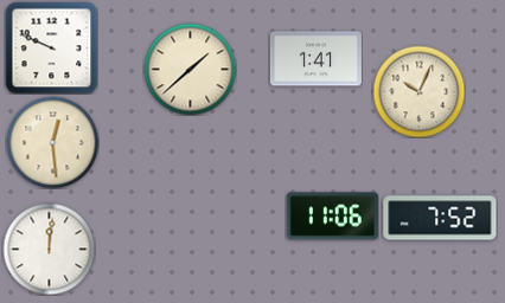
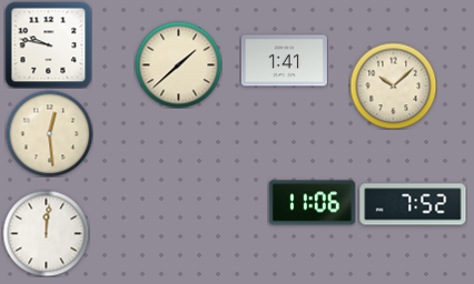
clock at (51, 47): 9:49 -> 9:47
clock at (315, 59) position: (315, 59) -> (284, 61)
clock at (418, 91): 10:04 -> 10:08
